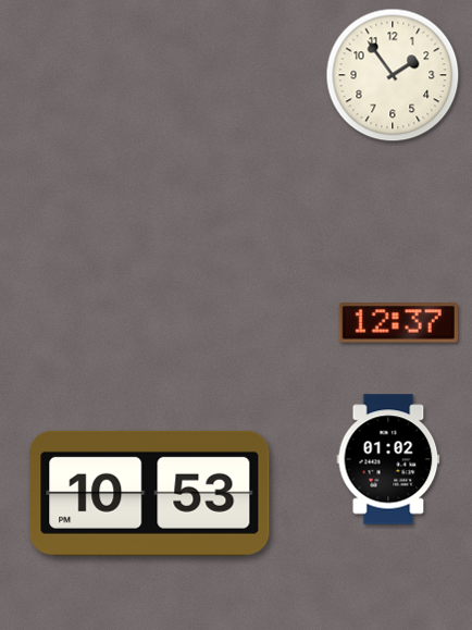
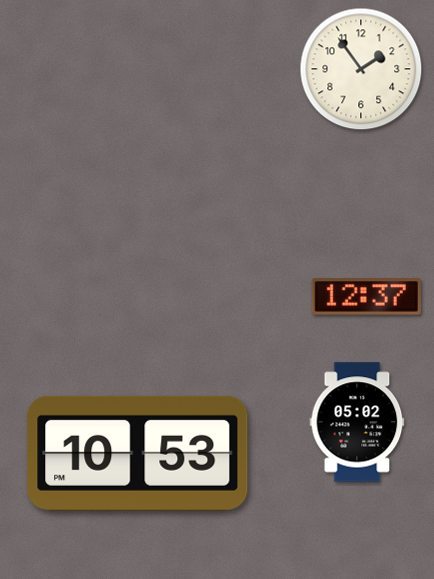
clock at (388, 459): 01:02 -> 05:02
